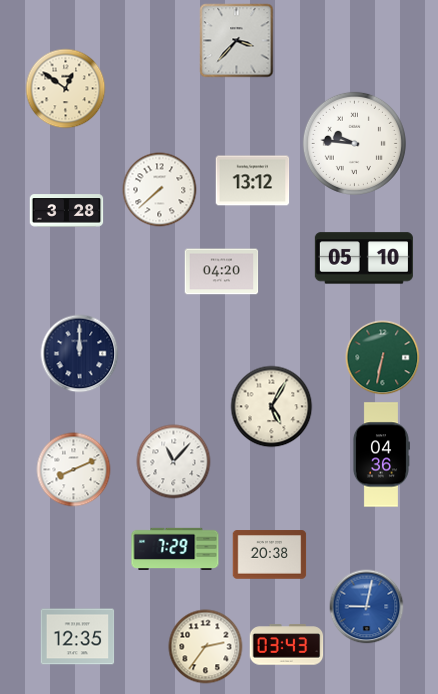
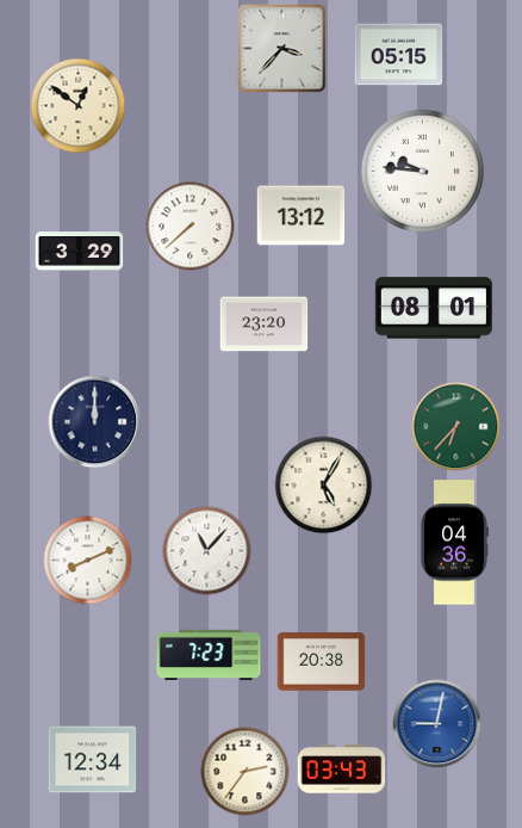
clock at (399, 55): none -> 05:15
clock at (67, 211): 3:28 -> 3:29
clock at (364, 258): 05:10 -> 08:01
clock at (222, 272): 04:20 -> 23:20
clock at (383, 358): 6:32 -> 6:37
clock at (175, 549): 7:29 -> 7:23
clock at (78, 637): 12:35 -> 12:34
